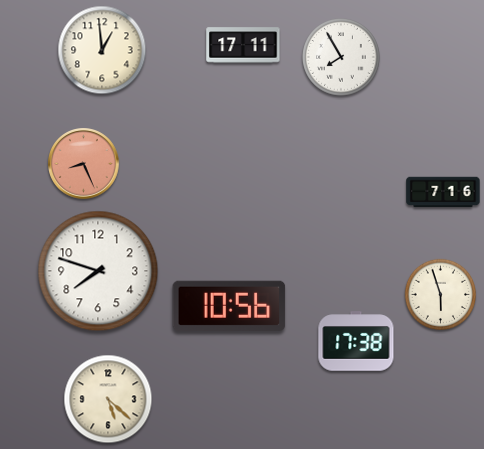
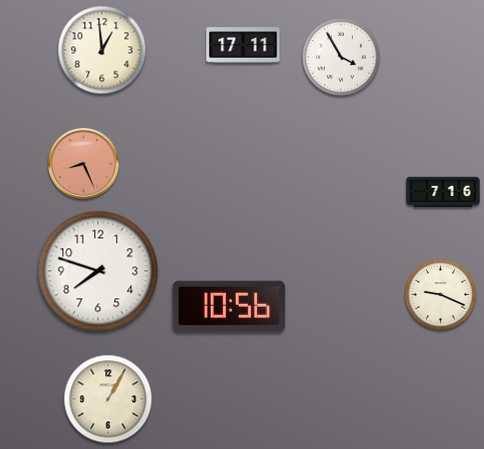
clock at (342, 58): 7:55 -> 3:55
clock at (441, 295): 5:57 -> 9:19
clock at (356, 341): 17:38 -> none
clock at (108, 399): 5:22 -> 1:05
